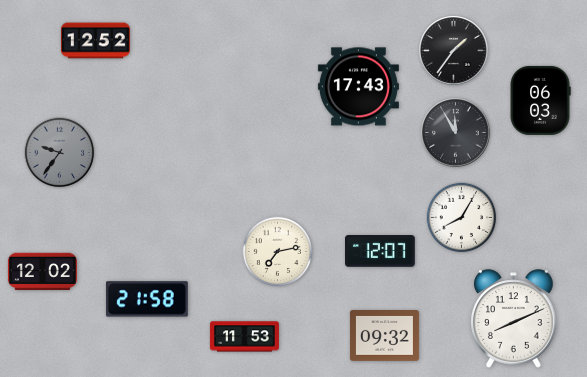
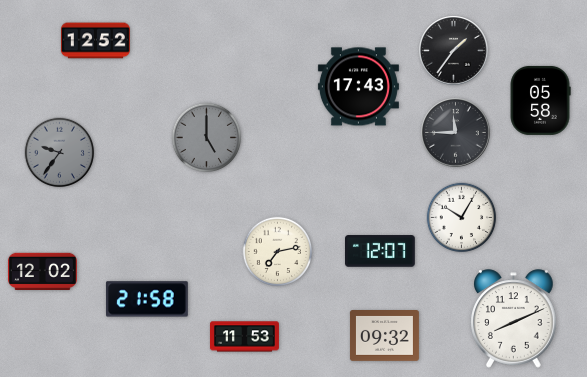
clock at (540, 100): 06:03 -> 05:58
clock at (456, 133): 11:55 -> 11:45
clock at (207, 138): none -> 5:00
clock at (462, 218): 8:05 -> 10:05
